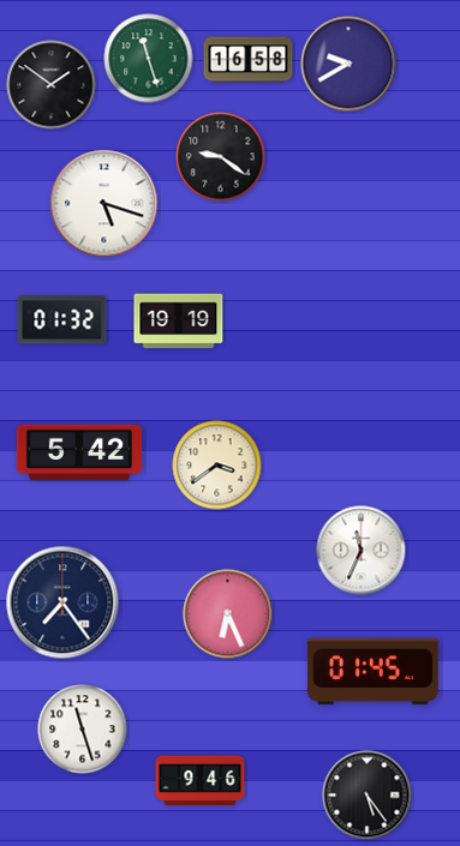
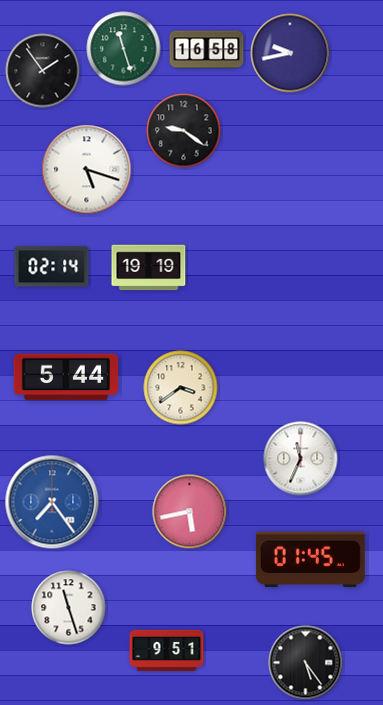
clock at (348, 64): 9:40 -> 9:43
clock at (52, 85): 1:51 -> 1:54
clock at (62, 320): 01:32 -> 02:14
clock at (79, 452): 5:42 -> 5:44
clock at (62, 602) dial: navy -> blue
clock at (228, 614): 6:26 -> 5:43
clock at (201, 780): 9:46 -> 9:51
